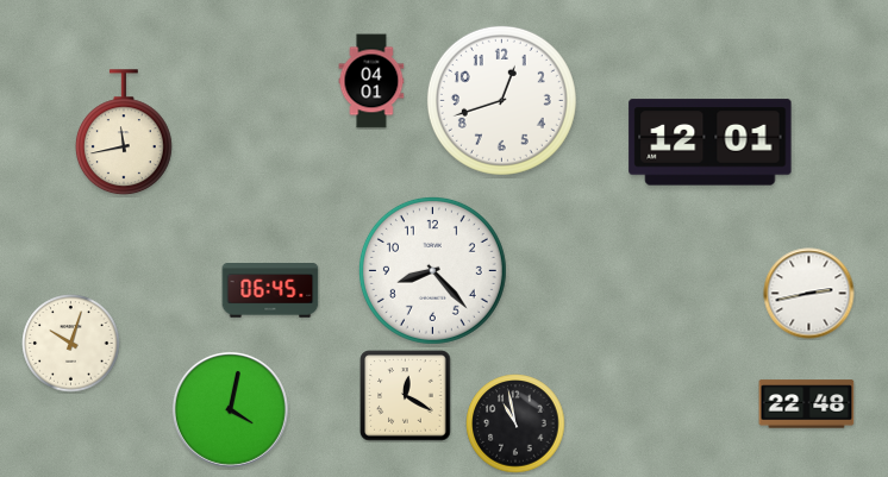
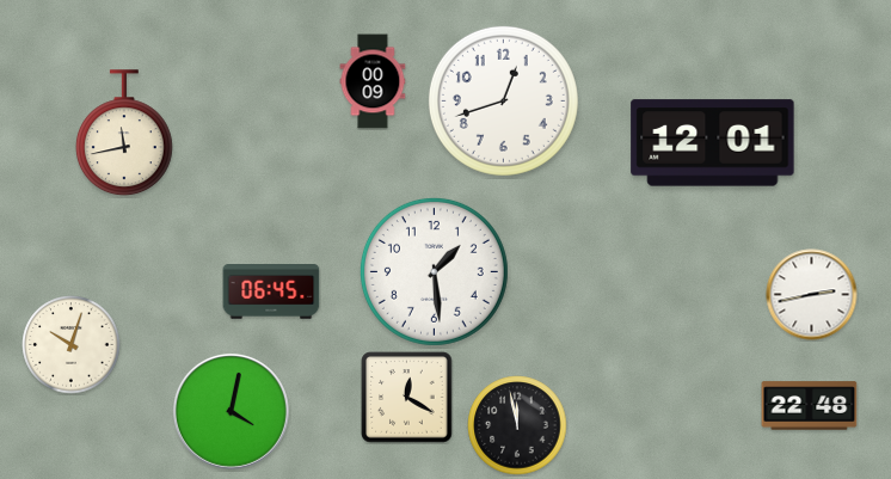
clock at (371, 81): 04:01 -> 00:09
clock at (432, 270): 8:23 -> 1:29
clock at (515, 423): 10:58 -> 11:58
